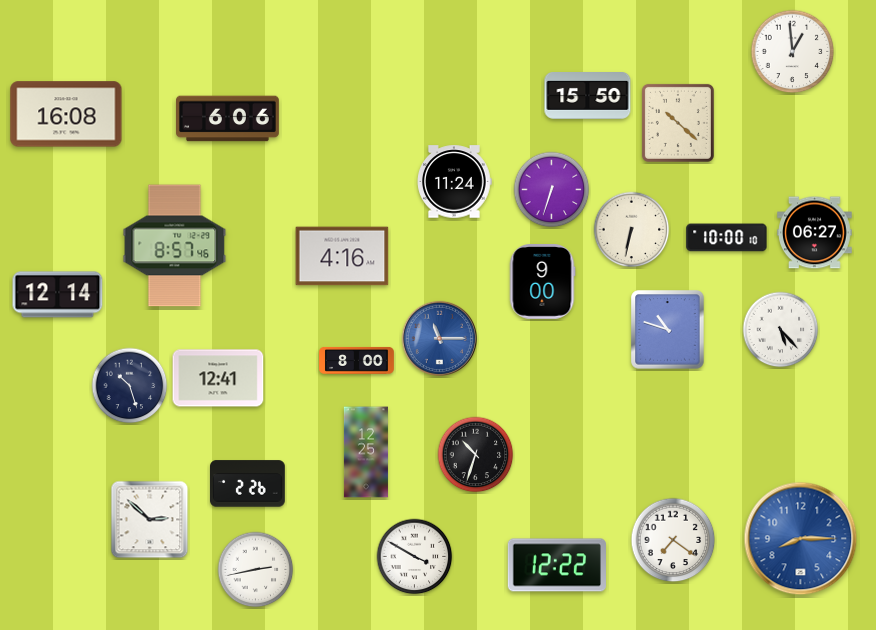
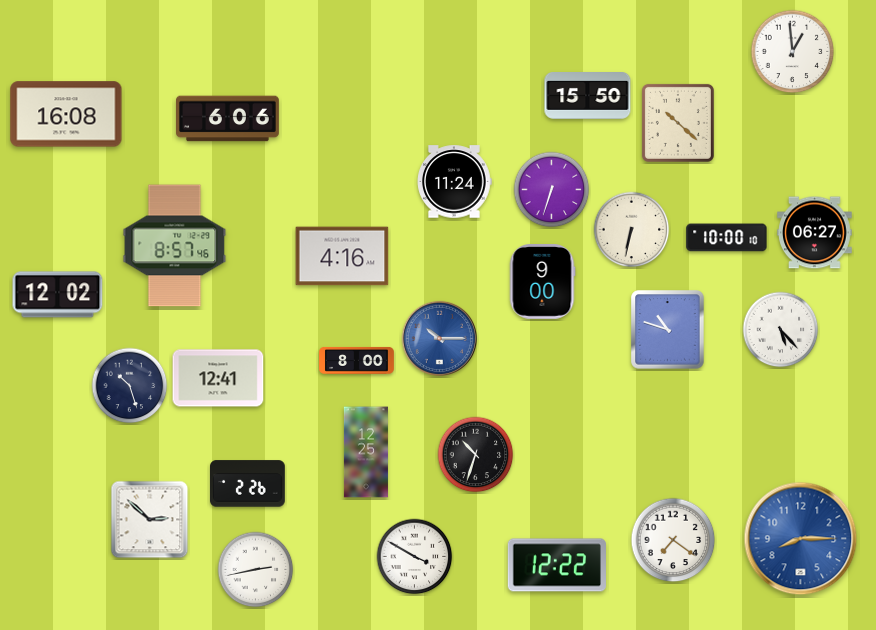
clock at (58, 295): 12:14 -> 12:02
clock at (439, 338): 11:15 -> 10:15
